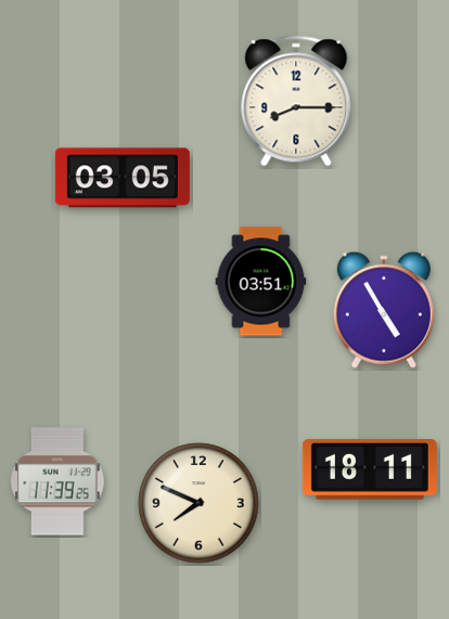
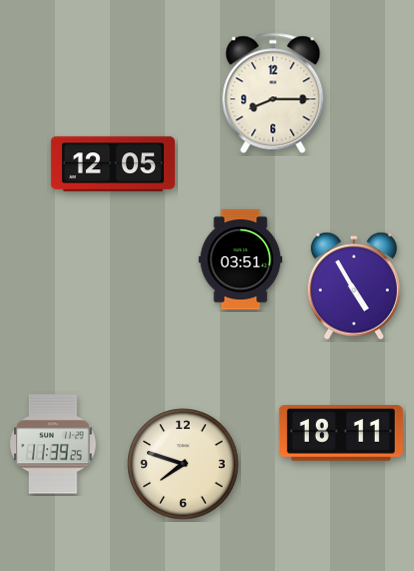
clock at (123, 178): 03:05 -> 12:05
clock at (198, 503): 7:49 -> 7:48
